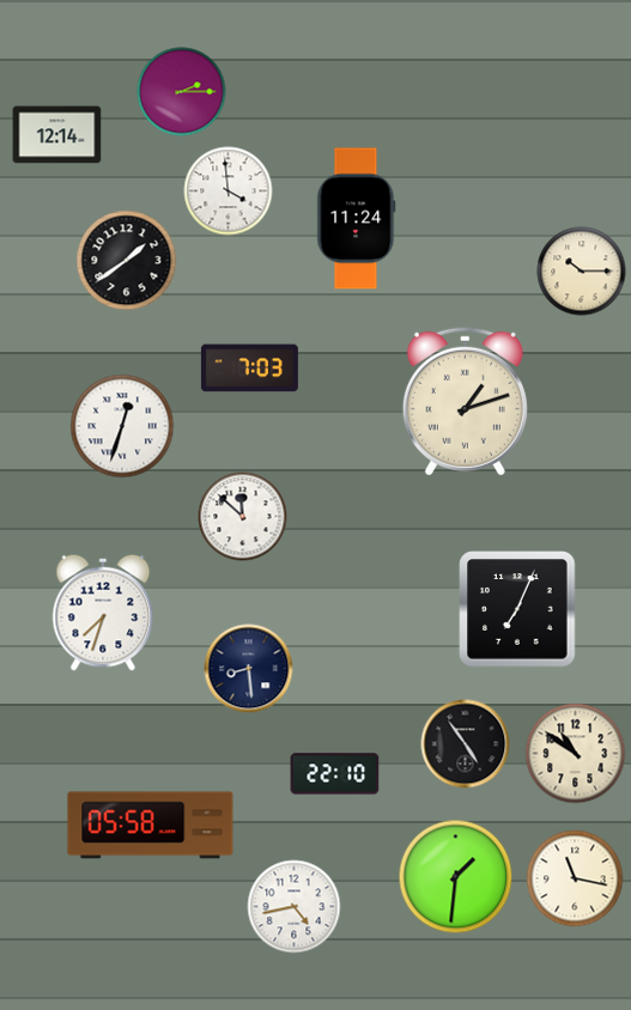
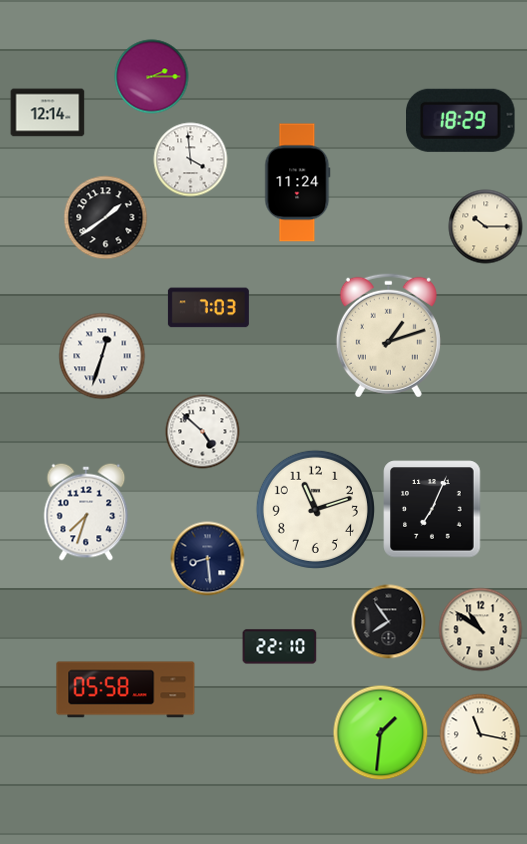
clock at (461, 120): none -> 18:29
clock at (243, 517): 11:52 -> 4:52
clock at (315, 509): none -> 11:12
clock at (466, 744): 4:54 -> 7:54
clock at (295, 907): 4:43 -> none
